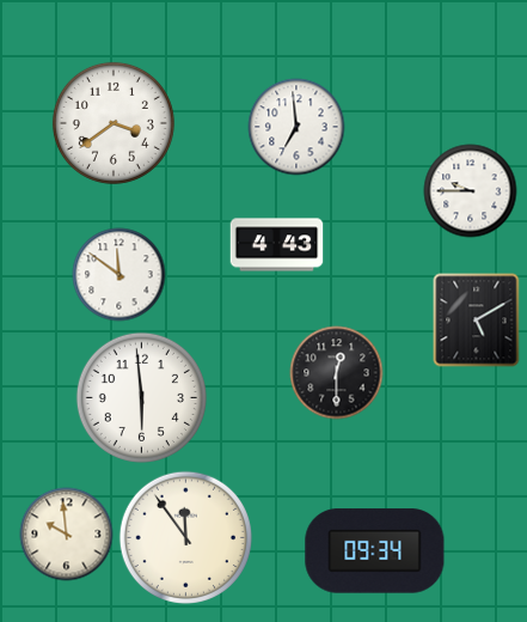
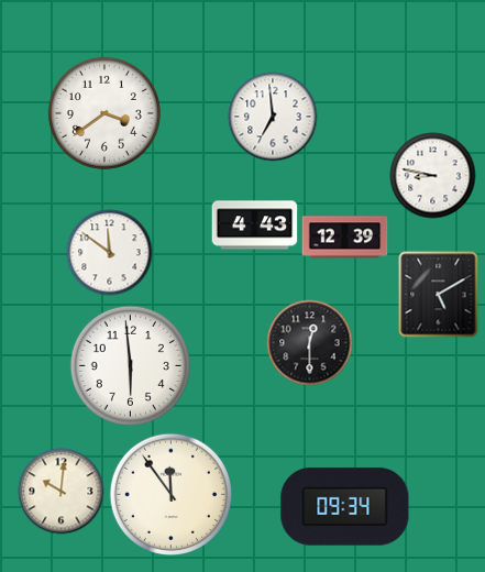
clock at (470, 190): 9:45 -> 8:47
clock at (344, 238): none -> 12:39
clock at (66, 533): 9:59 -> 10:01
